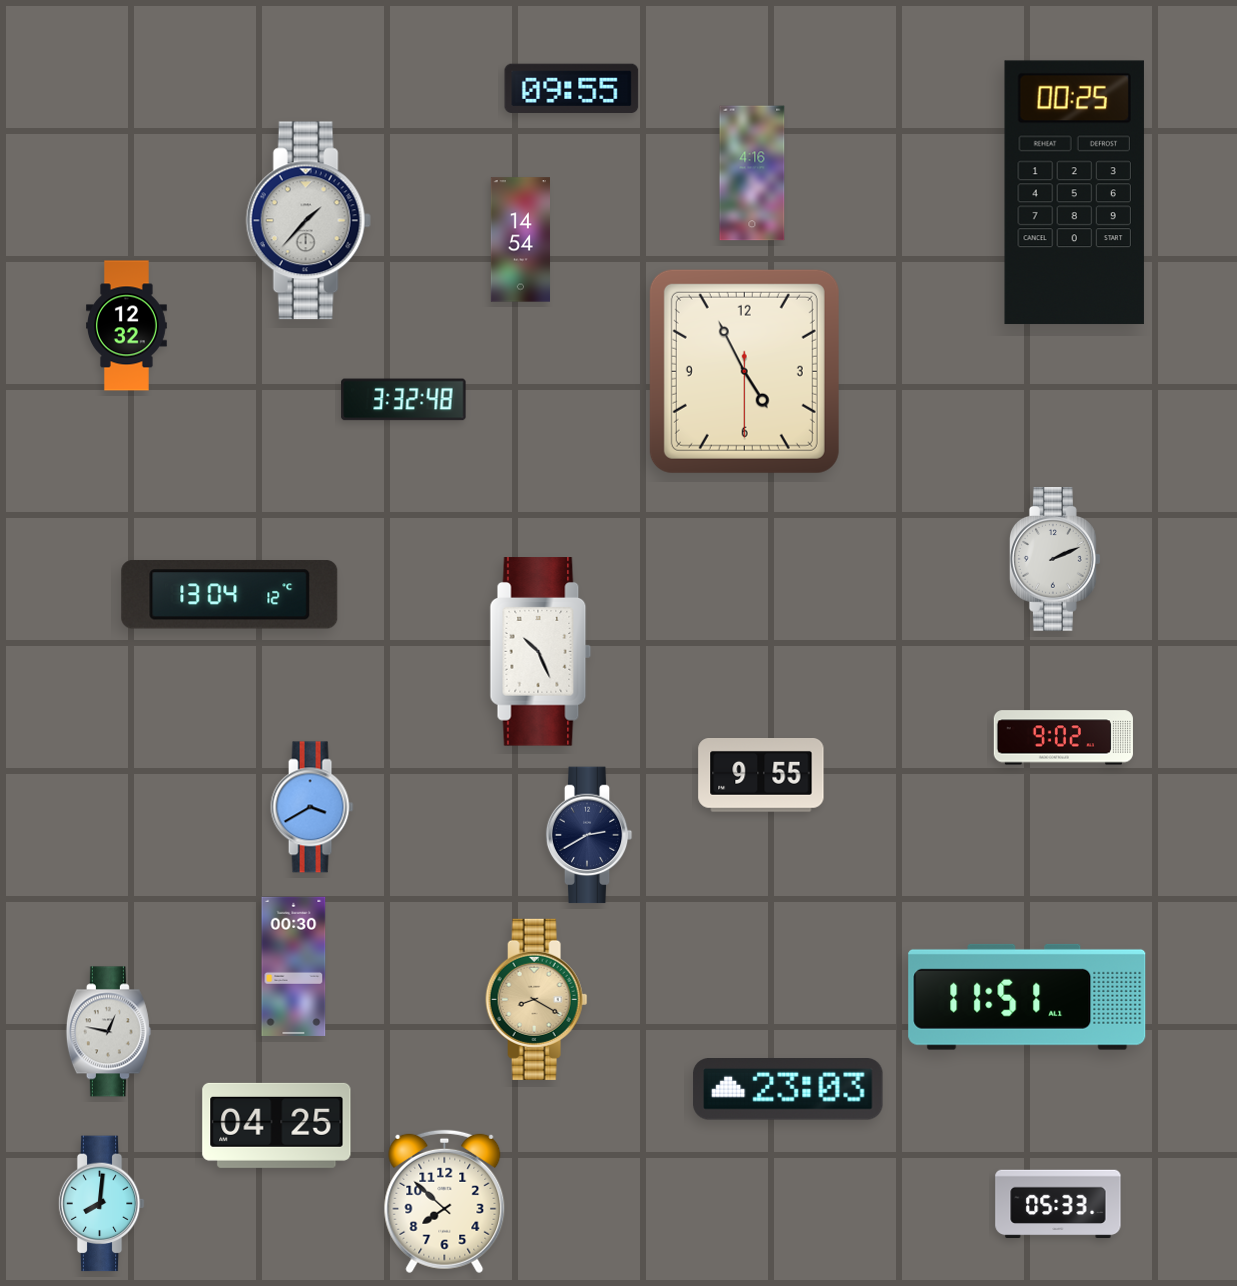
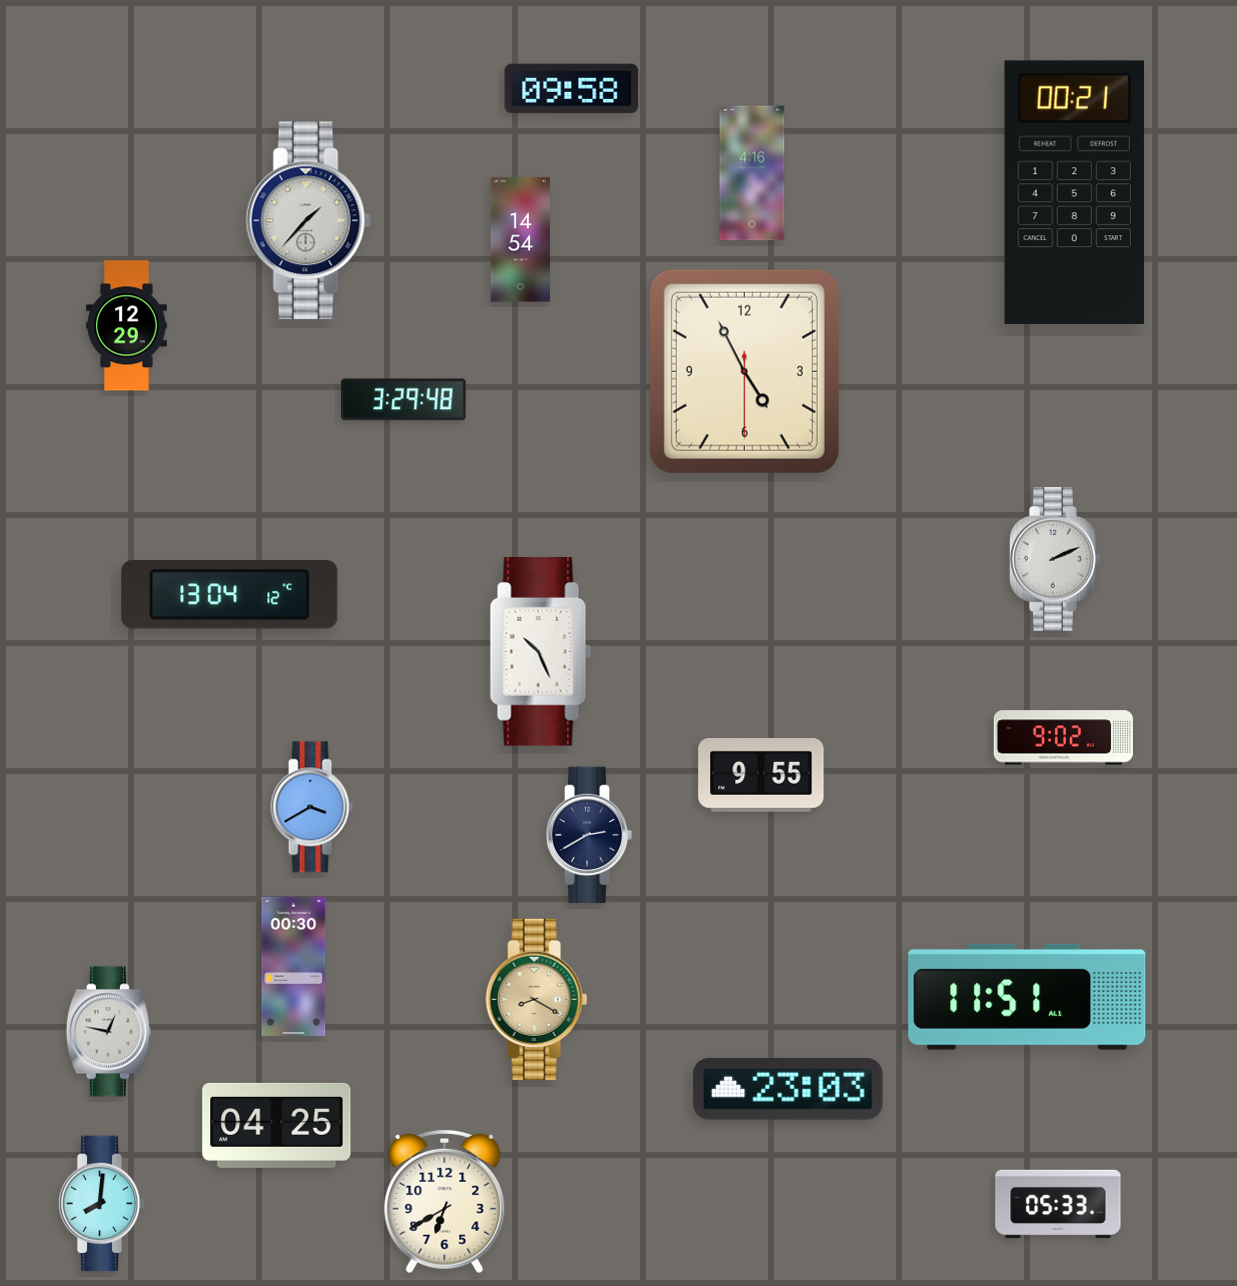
clock at (572, 89): 09:55 -> 09:58
clock at (1074, 193): 00:25 -> 00:21
clock at (127, 326): 12:32 -> 12:29
clock at (404, 400): 3:32 -> 3:29
clock at (445, 1202): 7:52 -> 6:40
